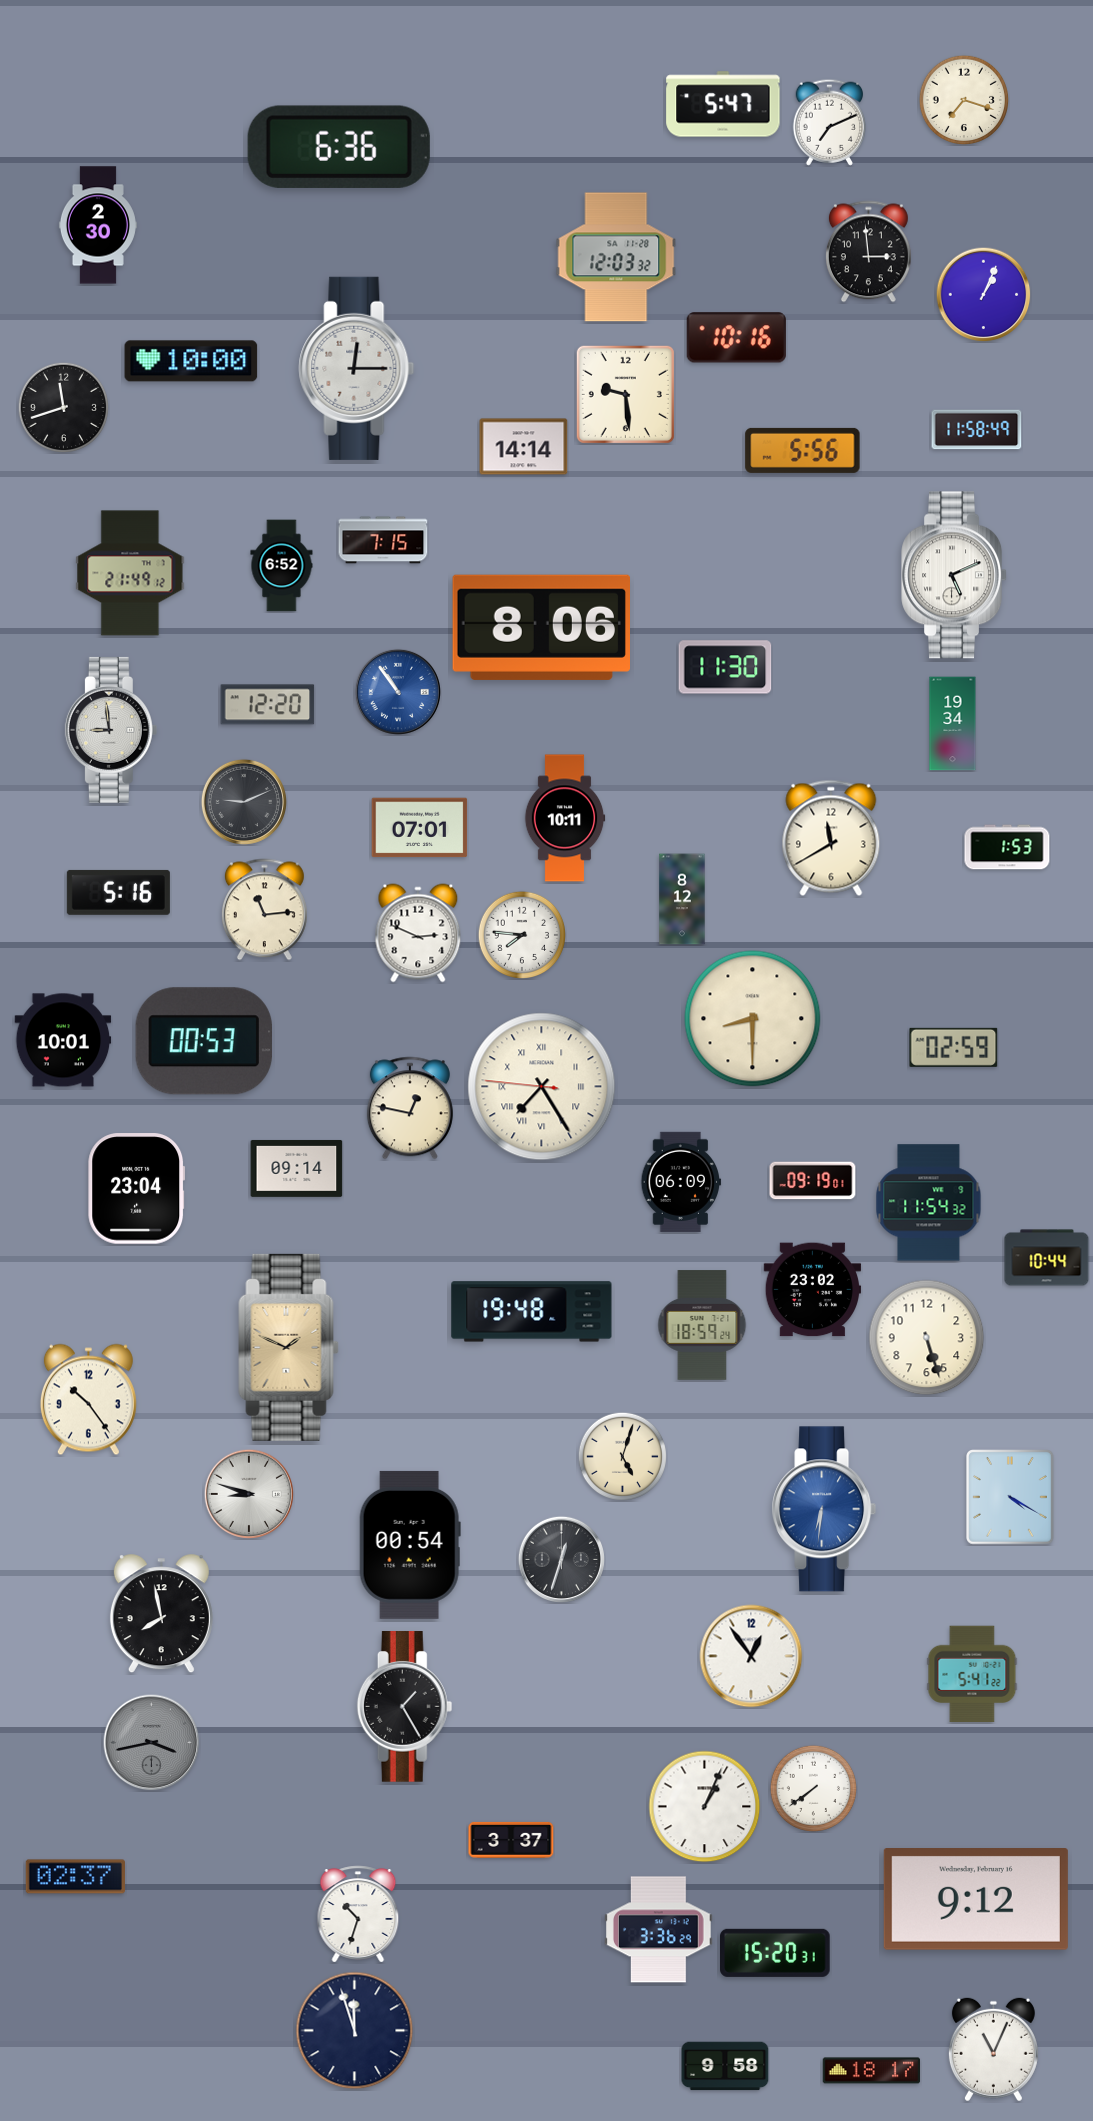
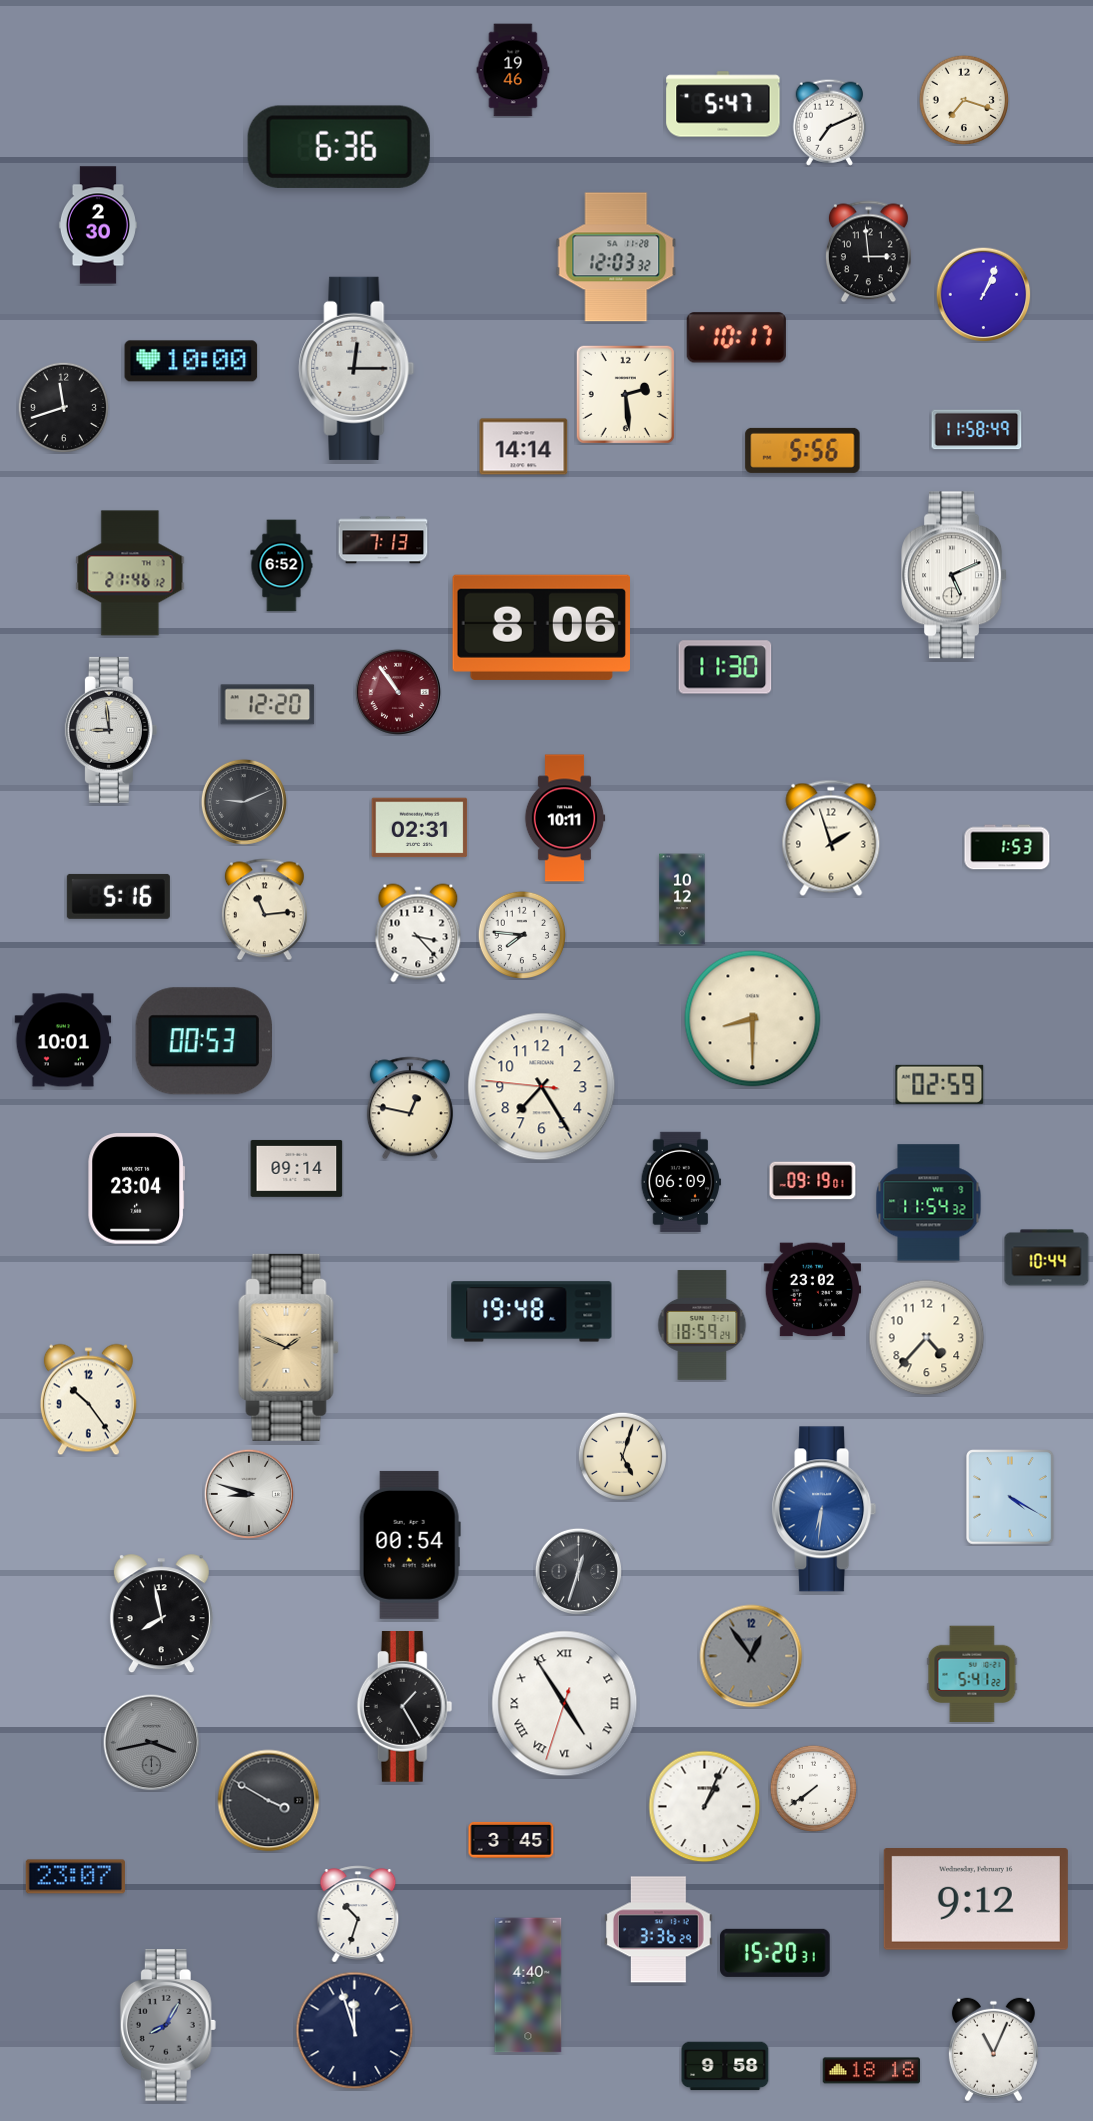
clock at (513, 70): none -> 19:46
clock at (736, 338): 10:16 -> 10:17
clock at (625, 394): 9:29 -> 2:29
clock at (383, 540): 7:15 -> 7:13
clock at (130, 573): 21:49 -> 21:46
clock at (398, 692) dial: blue -> burgundy
clock at (953, 724): 19:34 -> none
clock at (420, 828): 07:01 -> 02:31
clock at (831, 838): 11:40 -> 1:57
clock at (118, 892) position: (118, 892) -> (118, 896)
clock at (682, 899): 8:12 -> 10:12
clock at (418, 933): 2:49 -> 3:23
clock at (954, 1047) position: (954, 1047) -> (940, 1084)
clock at (542, 1087) numerals: Roman -> Arabic
clock at (927, 1338): 5:27 -> 4:37
clock at (561, 1559) position: (561, 1559) -> (578, 1571)
clock at (751, 1656) dial: white -> grey
clock at (565, 1704): none -> 4:54
clock at (269, 1801): none -> 3:50
clock at (511, 1840): 3:37 -> 3:45
clock at (75, 1877): 02:37 -> 23:07
clock at (528, 1985): none -> 4:40
clock at (168, 2025): none -> 8:05
clock at (872, 2071): 18:17 -> 18:18
